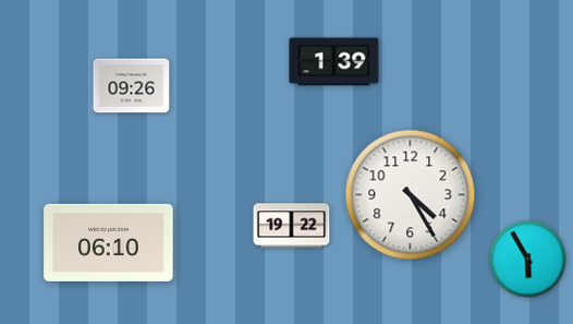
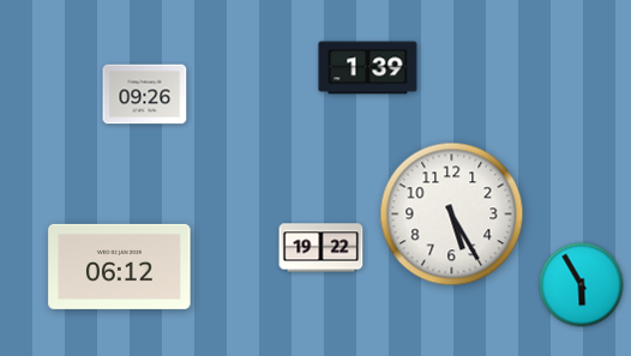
clock at (411, 195): 4:25 -> 5:25
clock at (109, 242): 06:10 -> 06:12
